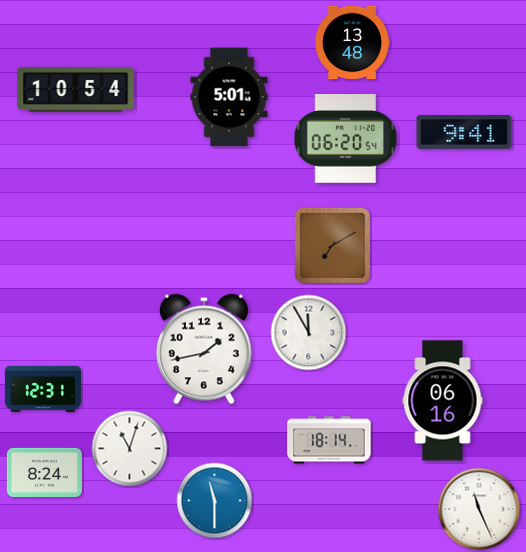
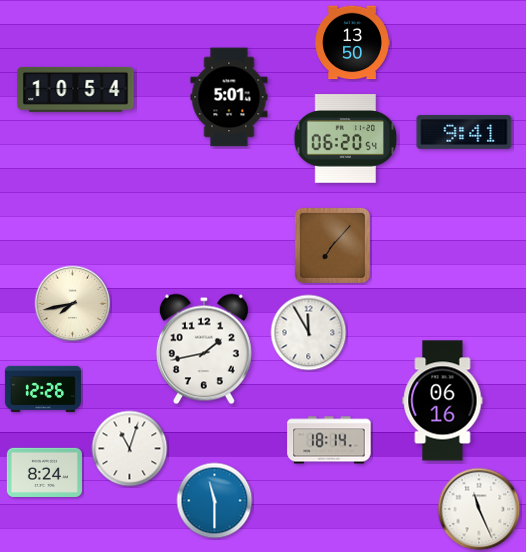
clock at (352, 43): 13:48 -> 13:50
clock at (332, 245): 7:10 -> 7:07
clock at (73, 304): none -> 7:43
clock at (43, 389): 12:31 -> 12:26
